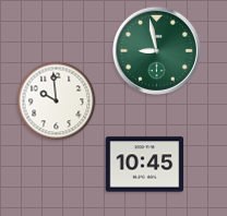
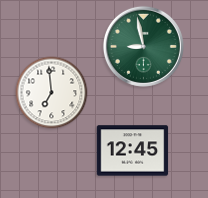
clock at (57, 101): 9:59 -> 6:59
clock at (145, 165): 10:45 -> 12:45
